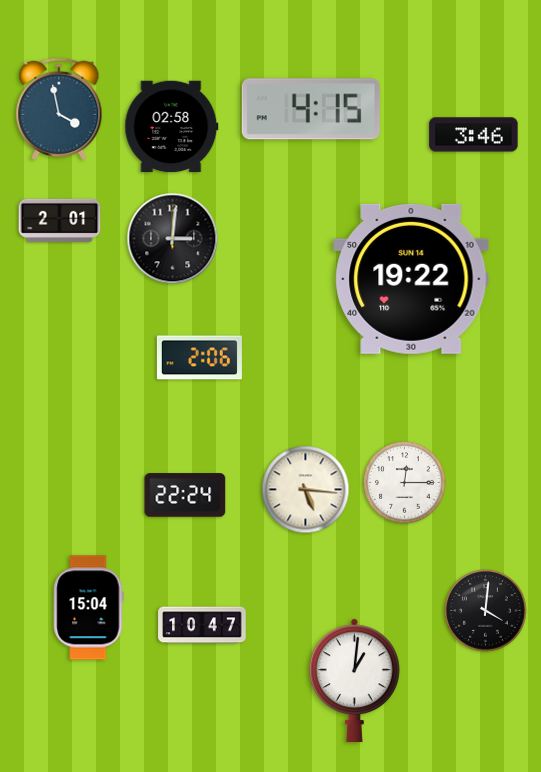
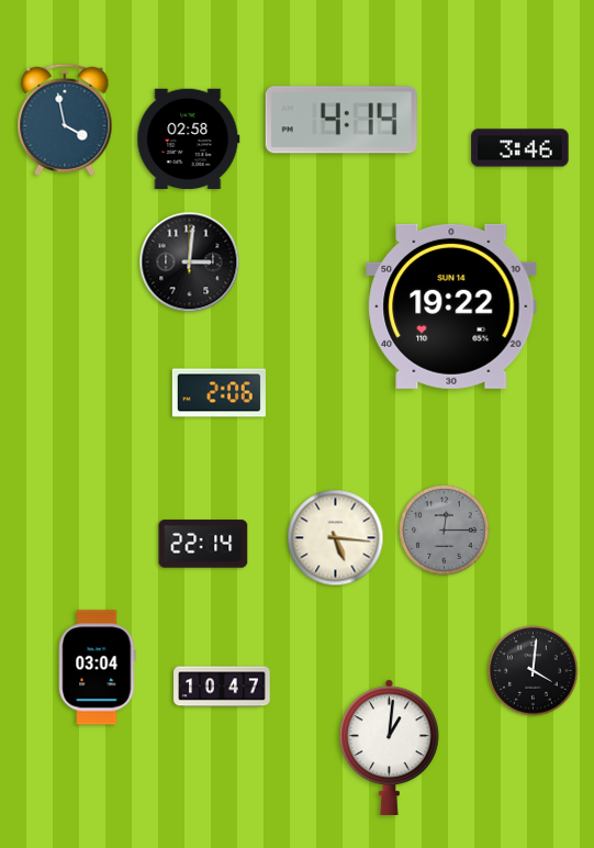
clock at (311, 109): 4:15 -> 4:14
clock at (60, 220): 2:01 -> none
clock at (405, 483) dial: white -> grey
clock at (185, 495): 22:24 -> 22:14
clock at (89, 608): 15:04 -> 03:04
